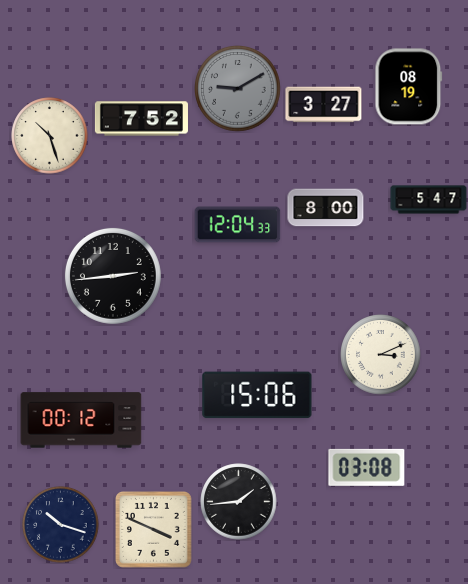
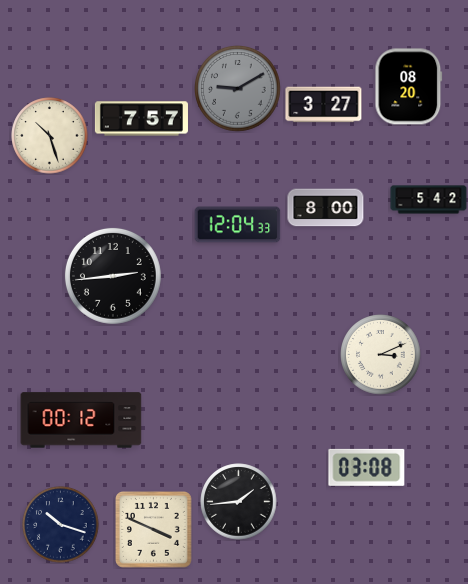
clock at (409, 87): 08:19 -> 08:20
clock at (141, 119): 7:52 -> 7:57
clock at (429, 200): 5:47 -> 5:42
clock at (257, 395): 15:06 -> none
